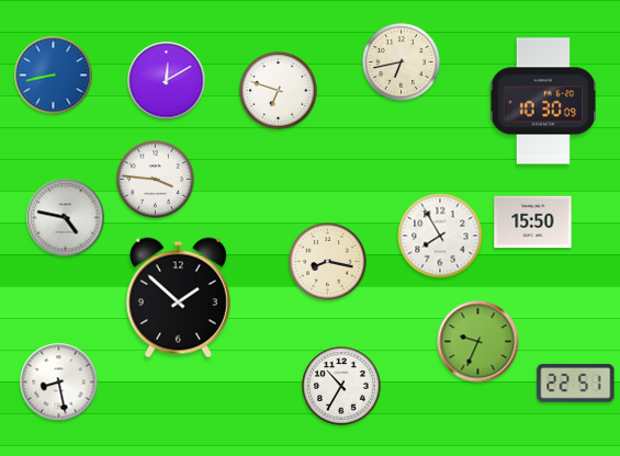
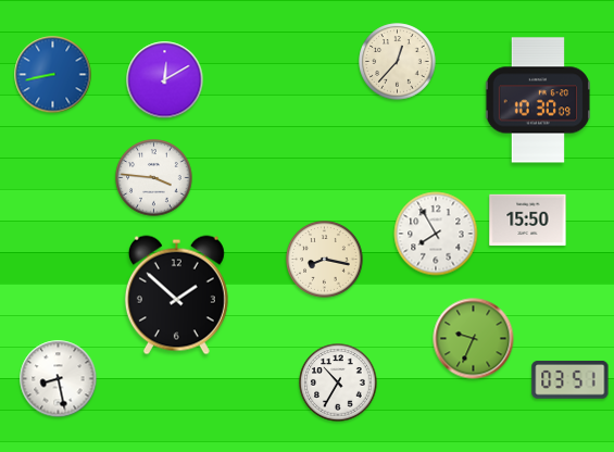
clock at (402, 62): 6:43 -> 12:37
clock at (279, 91): 6:48 -> none
clock at (66, 218): 4:47 -> none
clock at (576, 383): 22:51 -> 03:51
